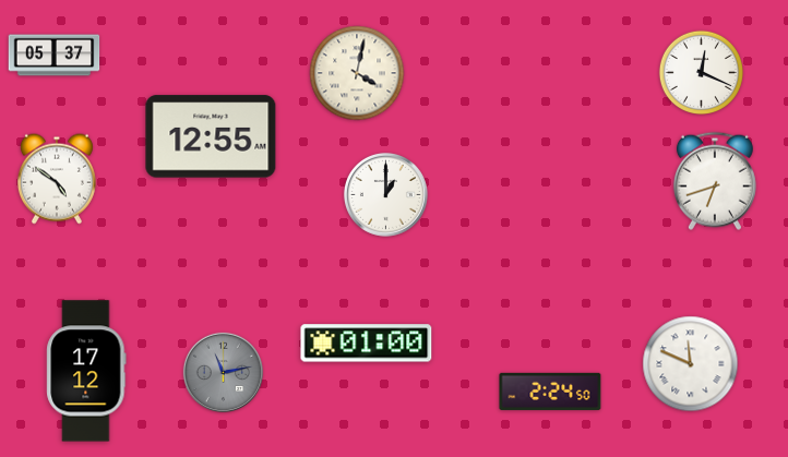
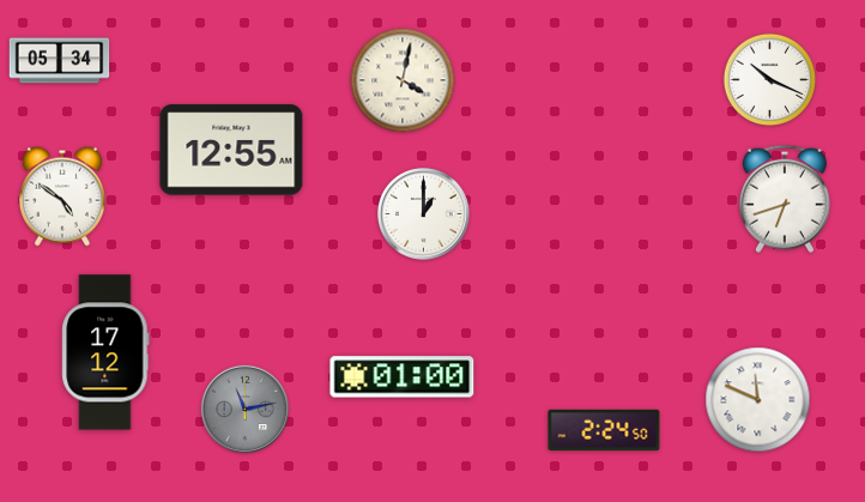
clock at (55, 56): 05:37 -> 05:34
clock at (701, 72): 12:19 -> 10:19
clock at (357, 73) position: (357, 73) -> (403, 80)
clock at (86, 371) position: (86, 371) -> (105, 352)
